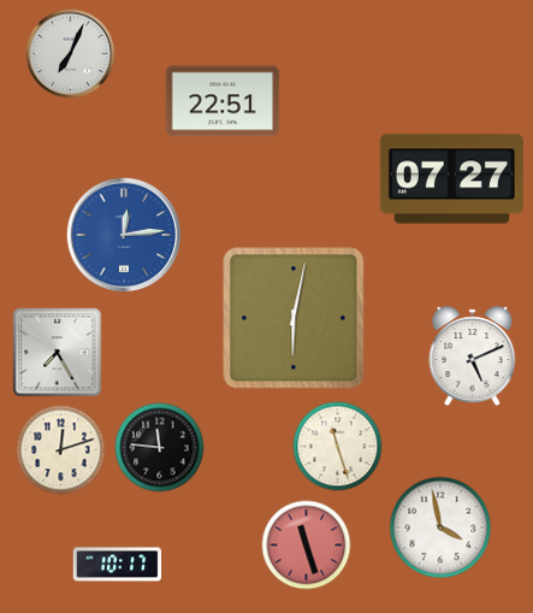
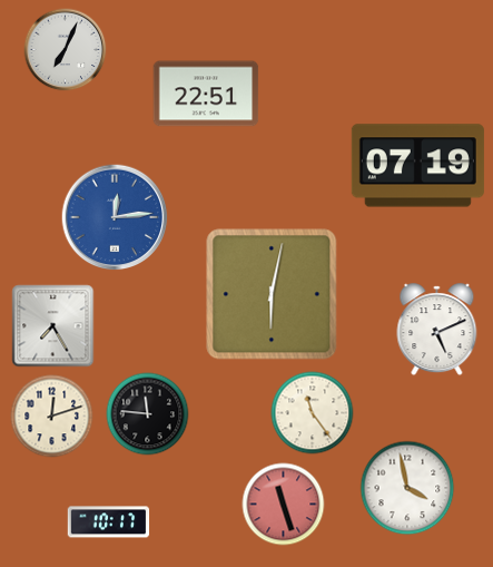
clock at (451, 179): 07:27 -> 07:19
clock at (338, 447): 11:27 -> 11:24
clock at (61, 450) position: (61, 450) -> (52, 417)
